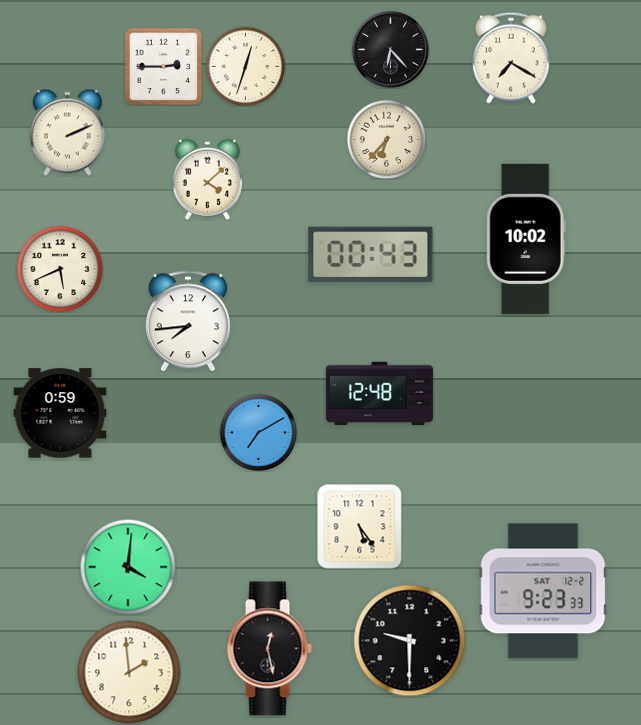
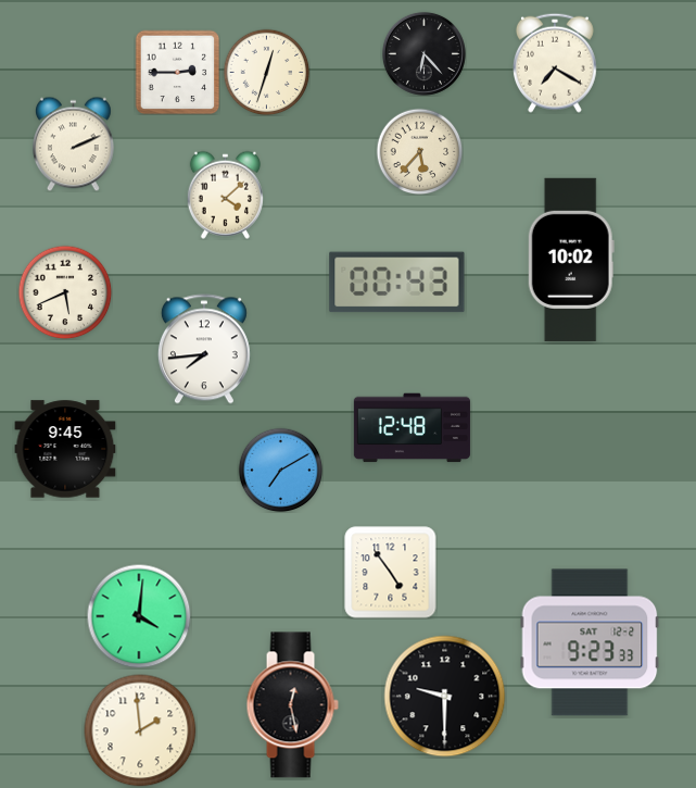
clock at (386, 139): 6:37 -> 5:37
clock at (371, 255) position: (371, 255) -> (397, 283)
clock at (60, 413): 0:59 -> 9:45
clock at (360, 527): 5:24 -> 4:54
